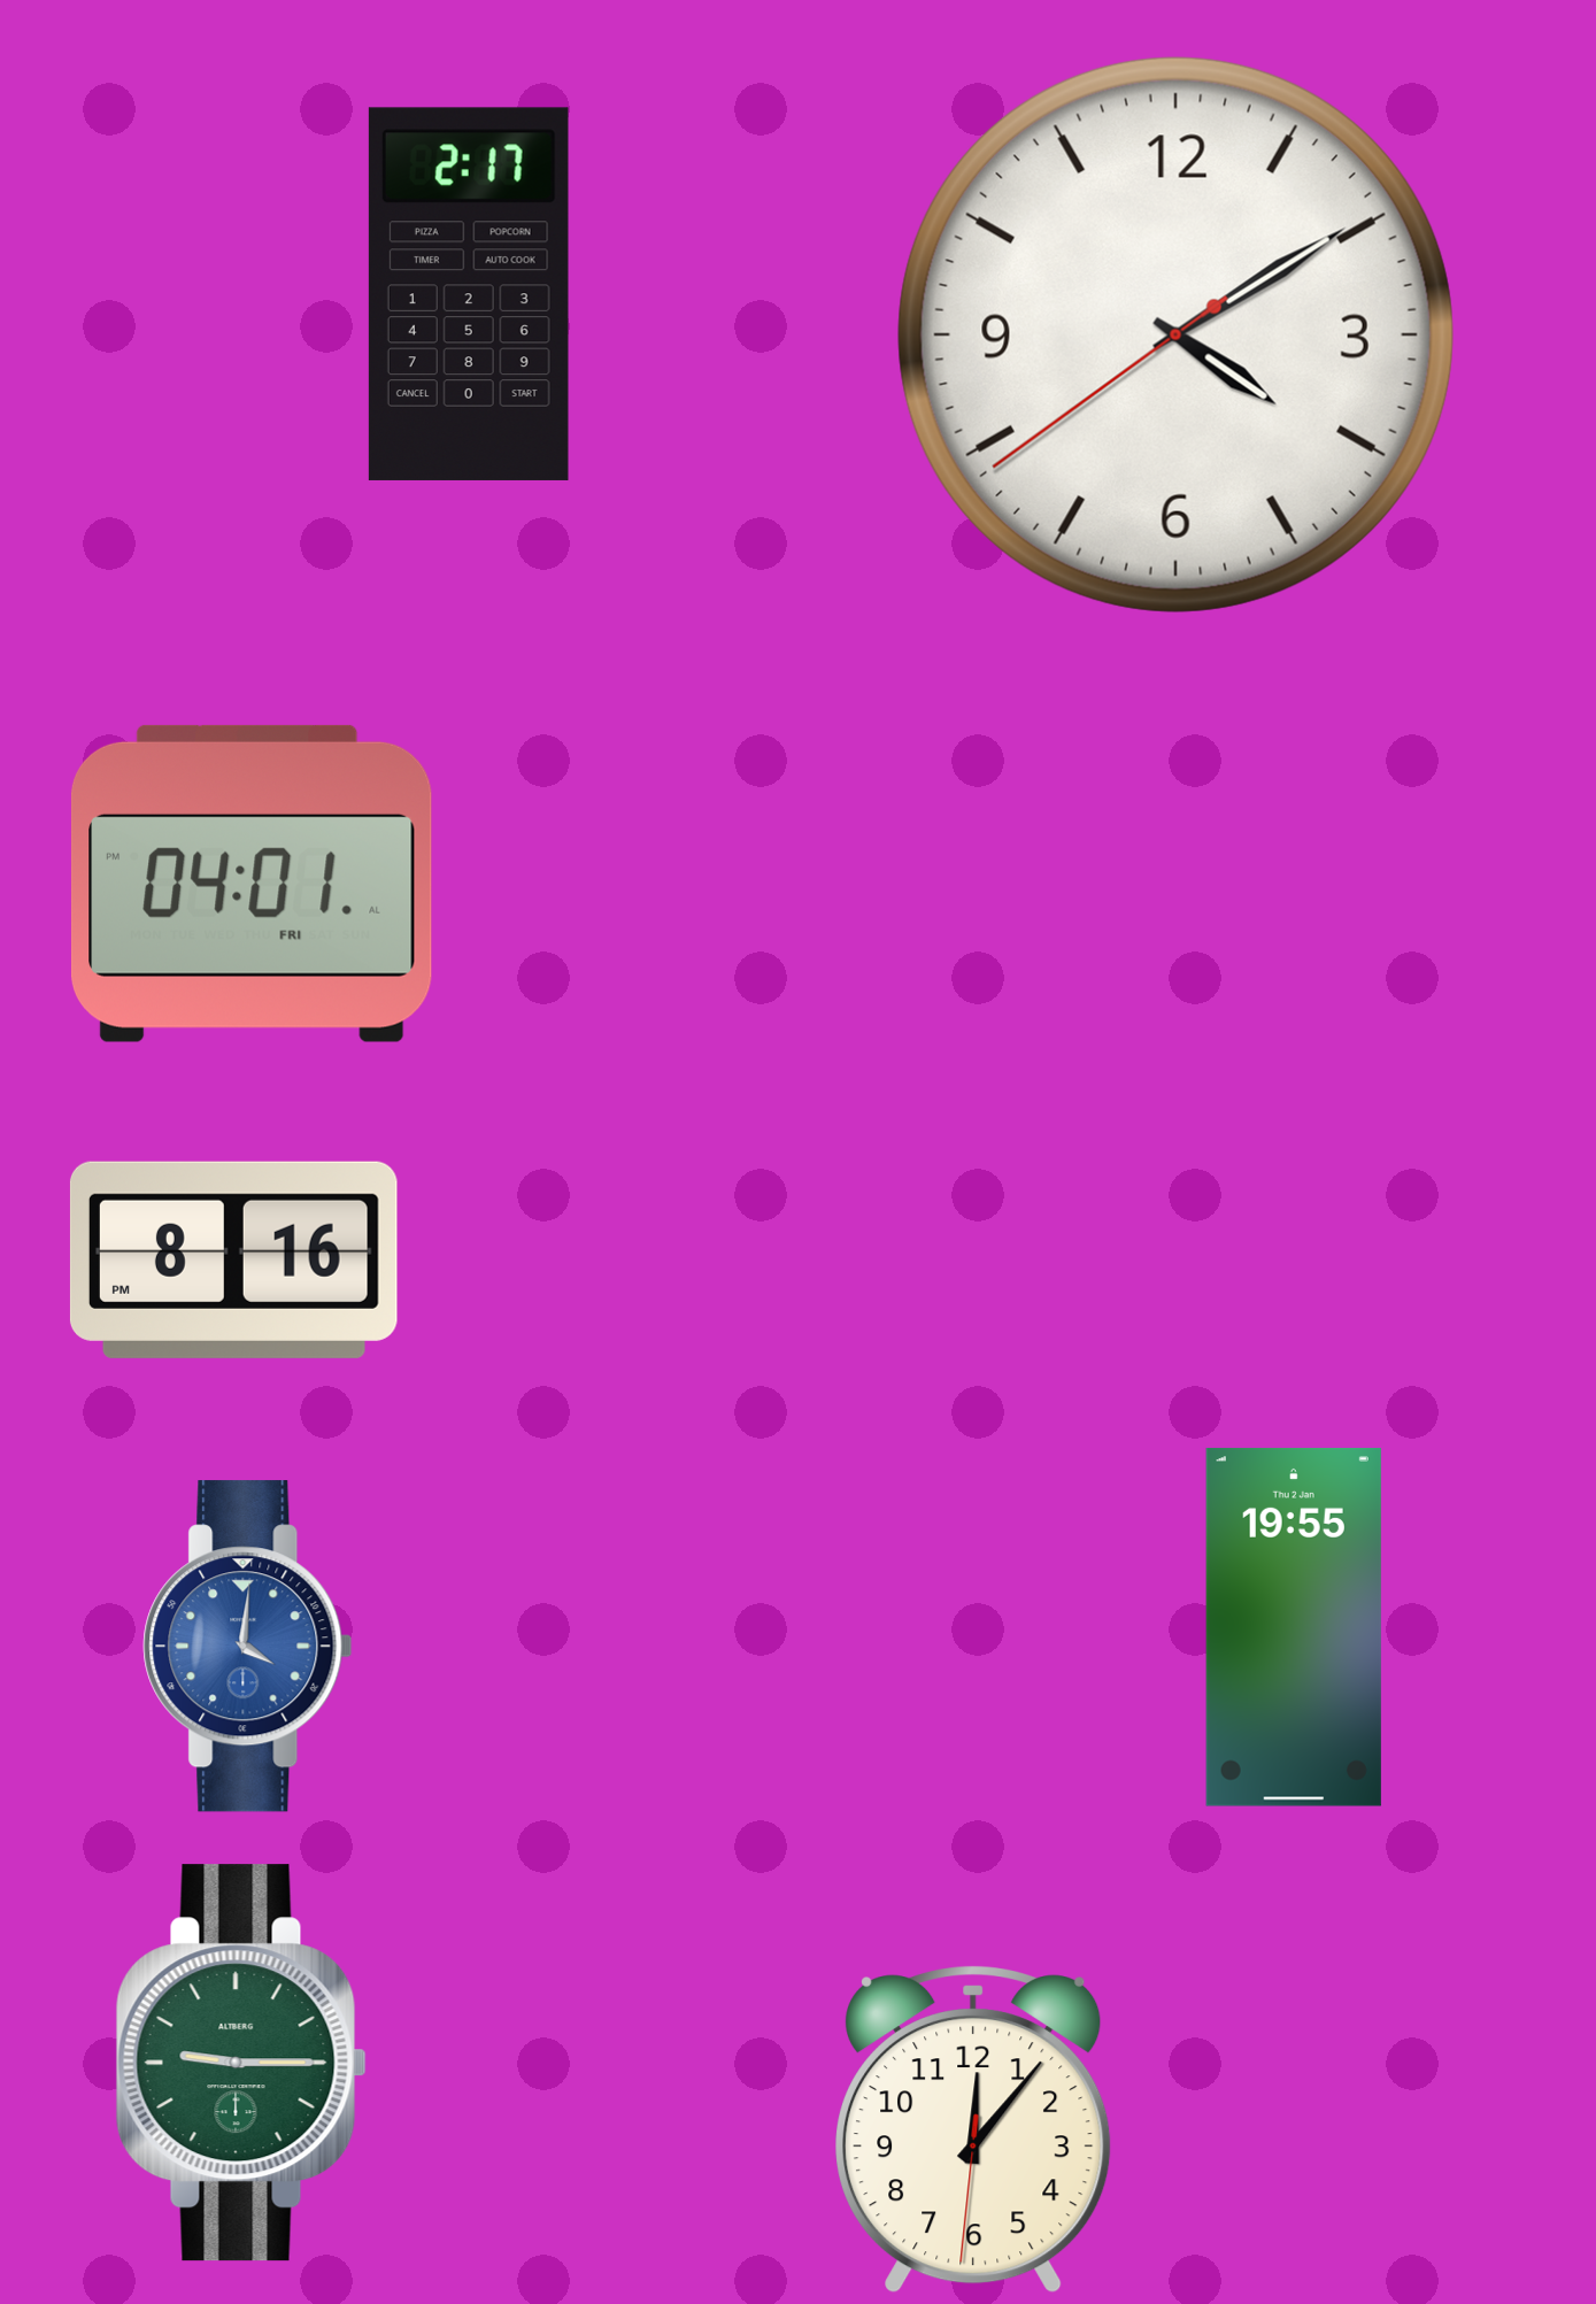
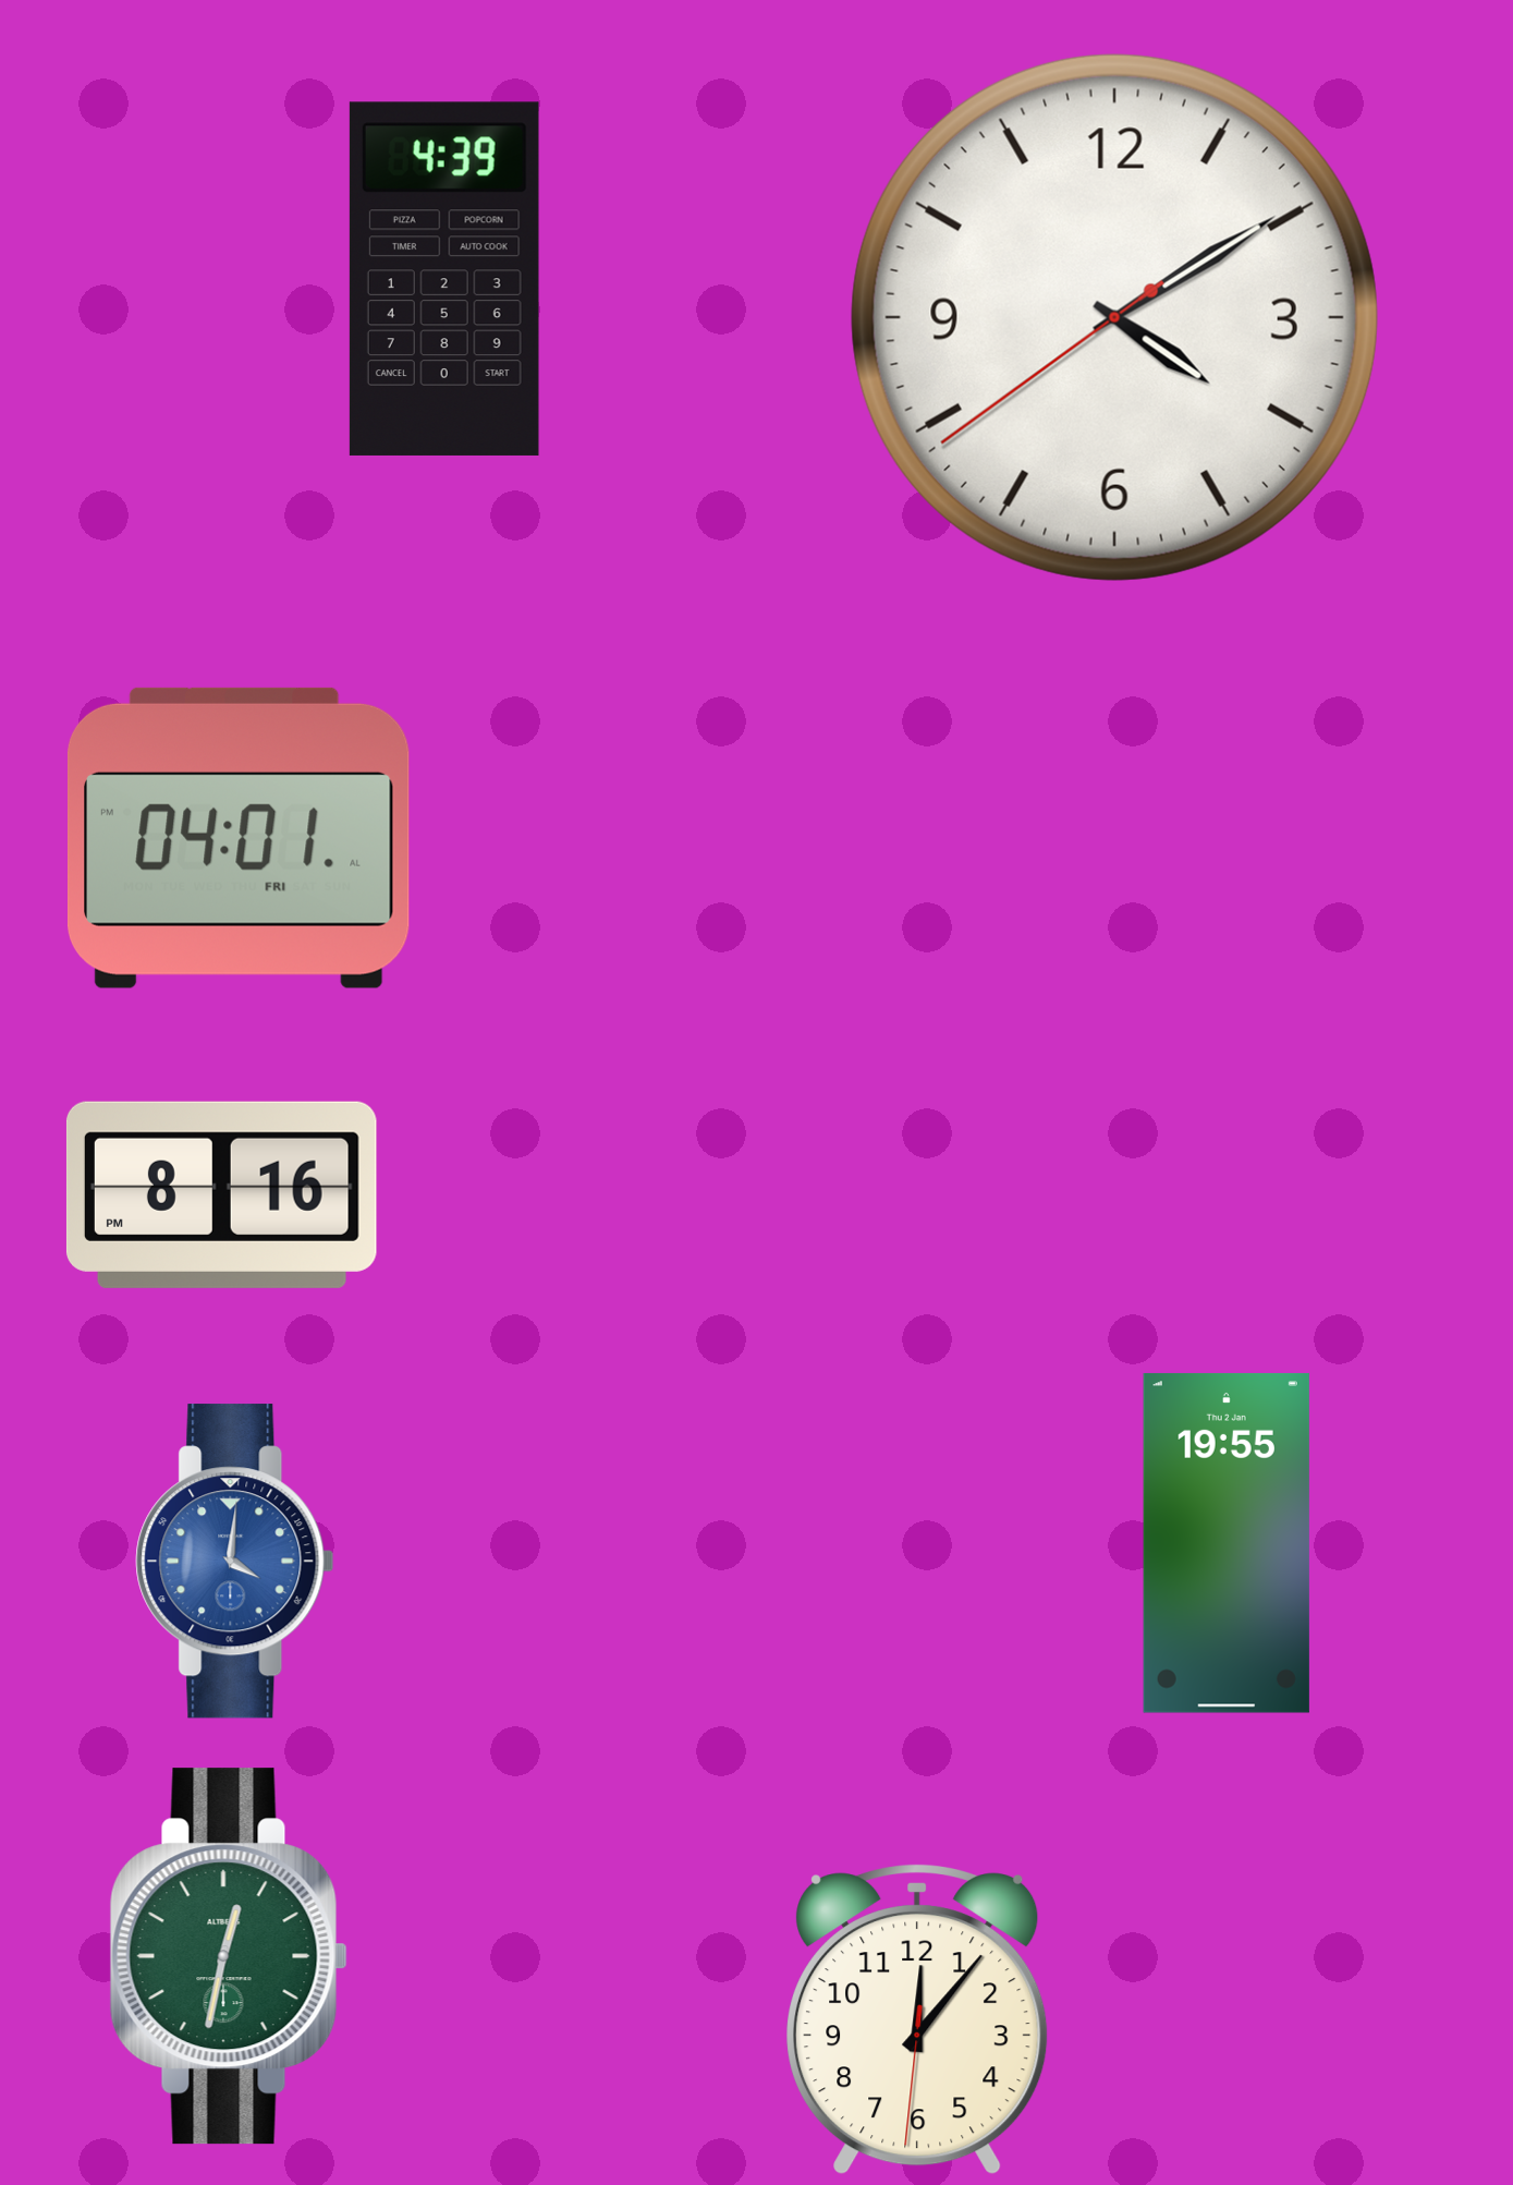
clock at (469, 294): 2:17 -> 4:39
clock at (241, 2063): 9:15 -> 12:32
clock at (973, 2130) position: (973, 2130) -> (917, 2020)
